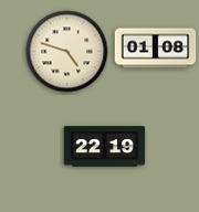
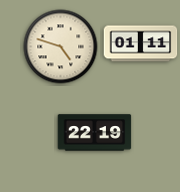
clock at (156, 49): 01:08 -> 01:11
